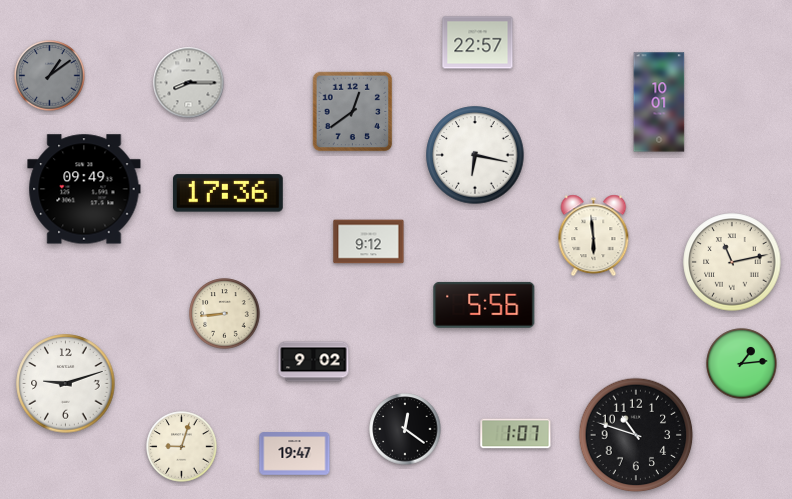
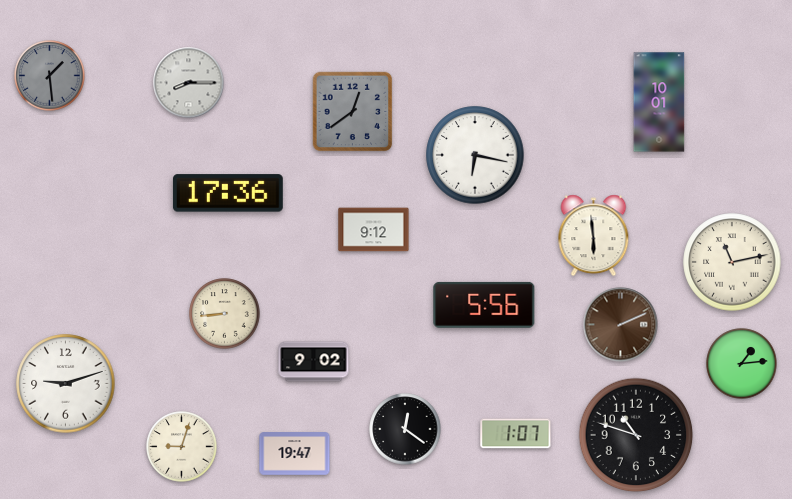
clock at (478, 43): 22:57 -> none
clock at (50, 76): 1:09 -> 1:29
clock at (84, 189): 09:49 -> none
clock at (369, 242) position: (369, 242) -> (374, 230)
clock at (621, 325): none -> 2:11
